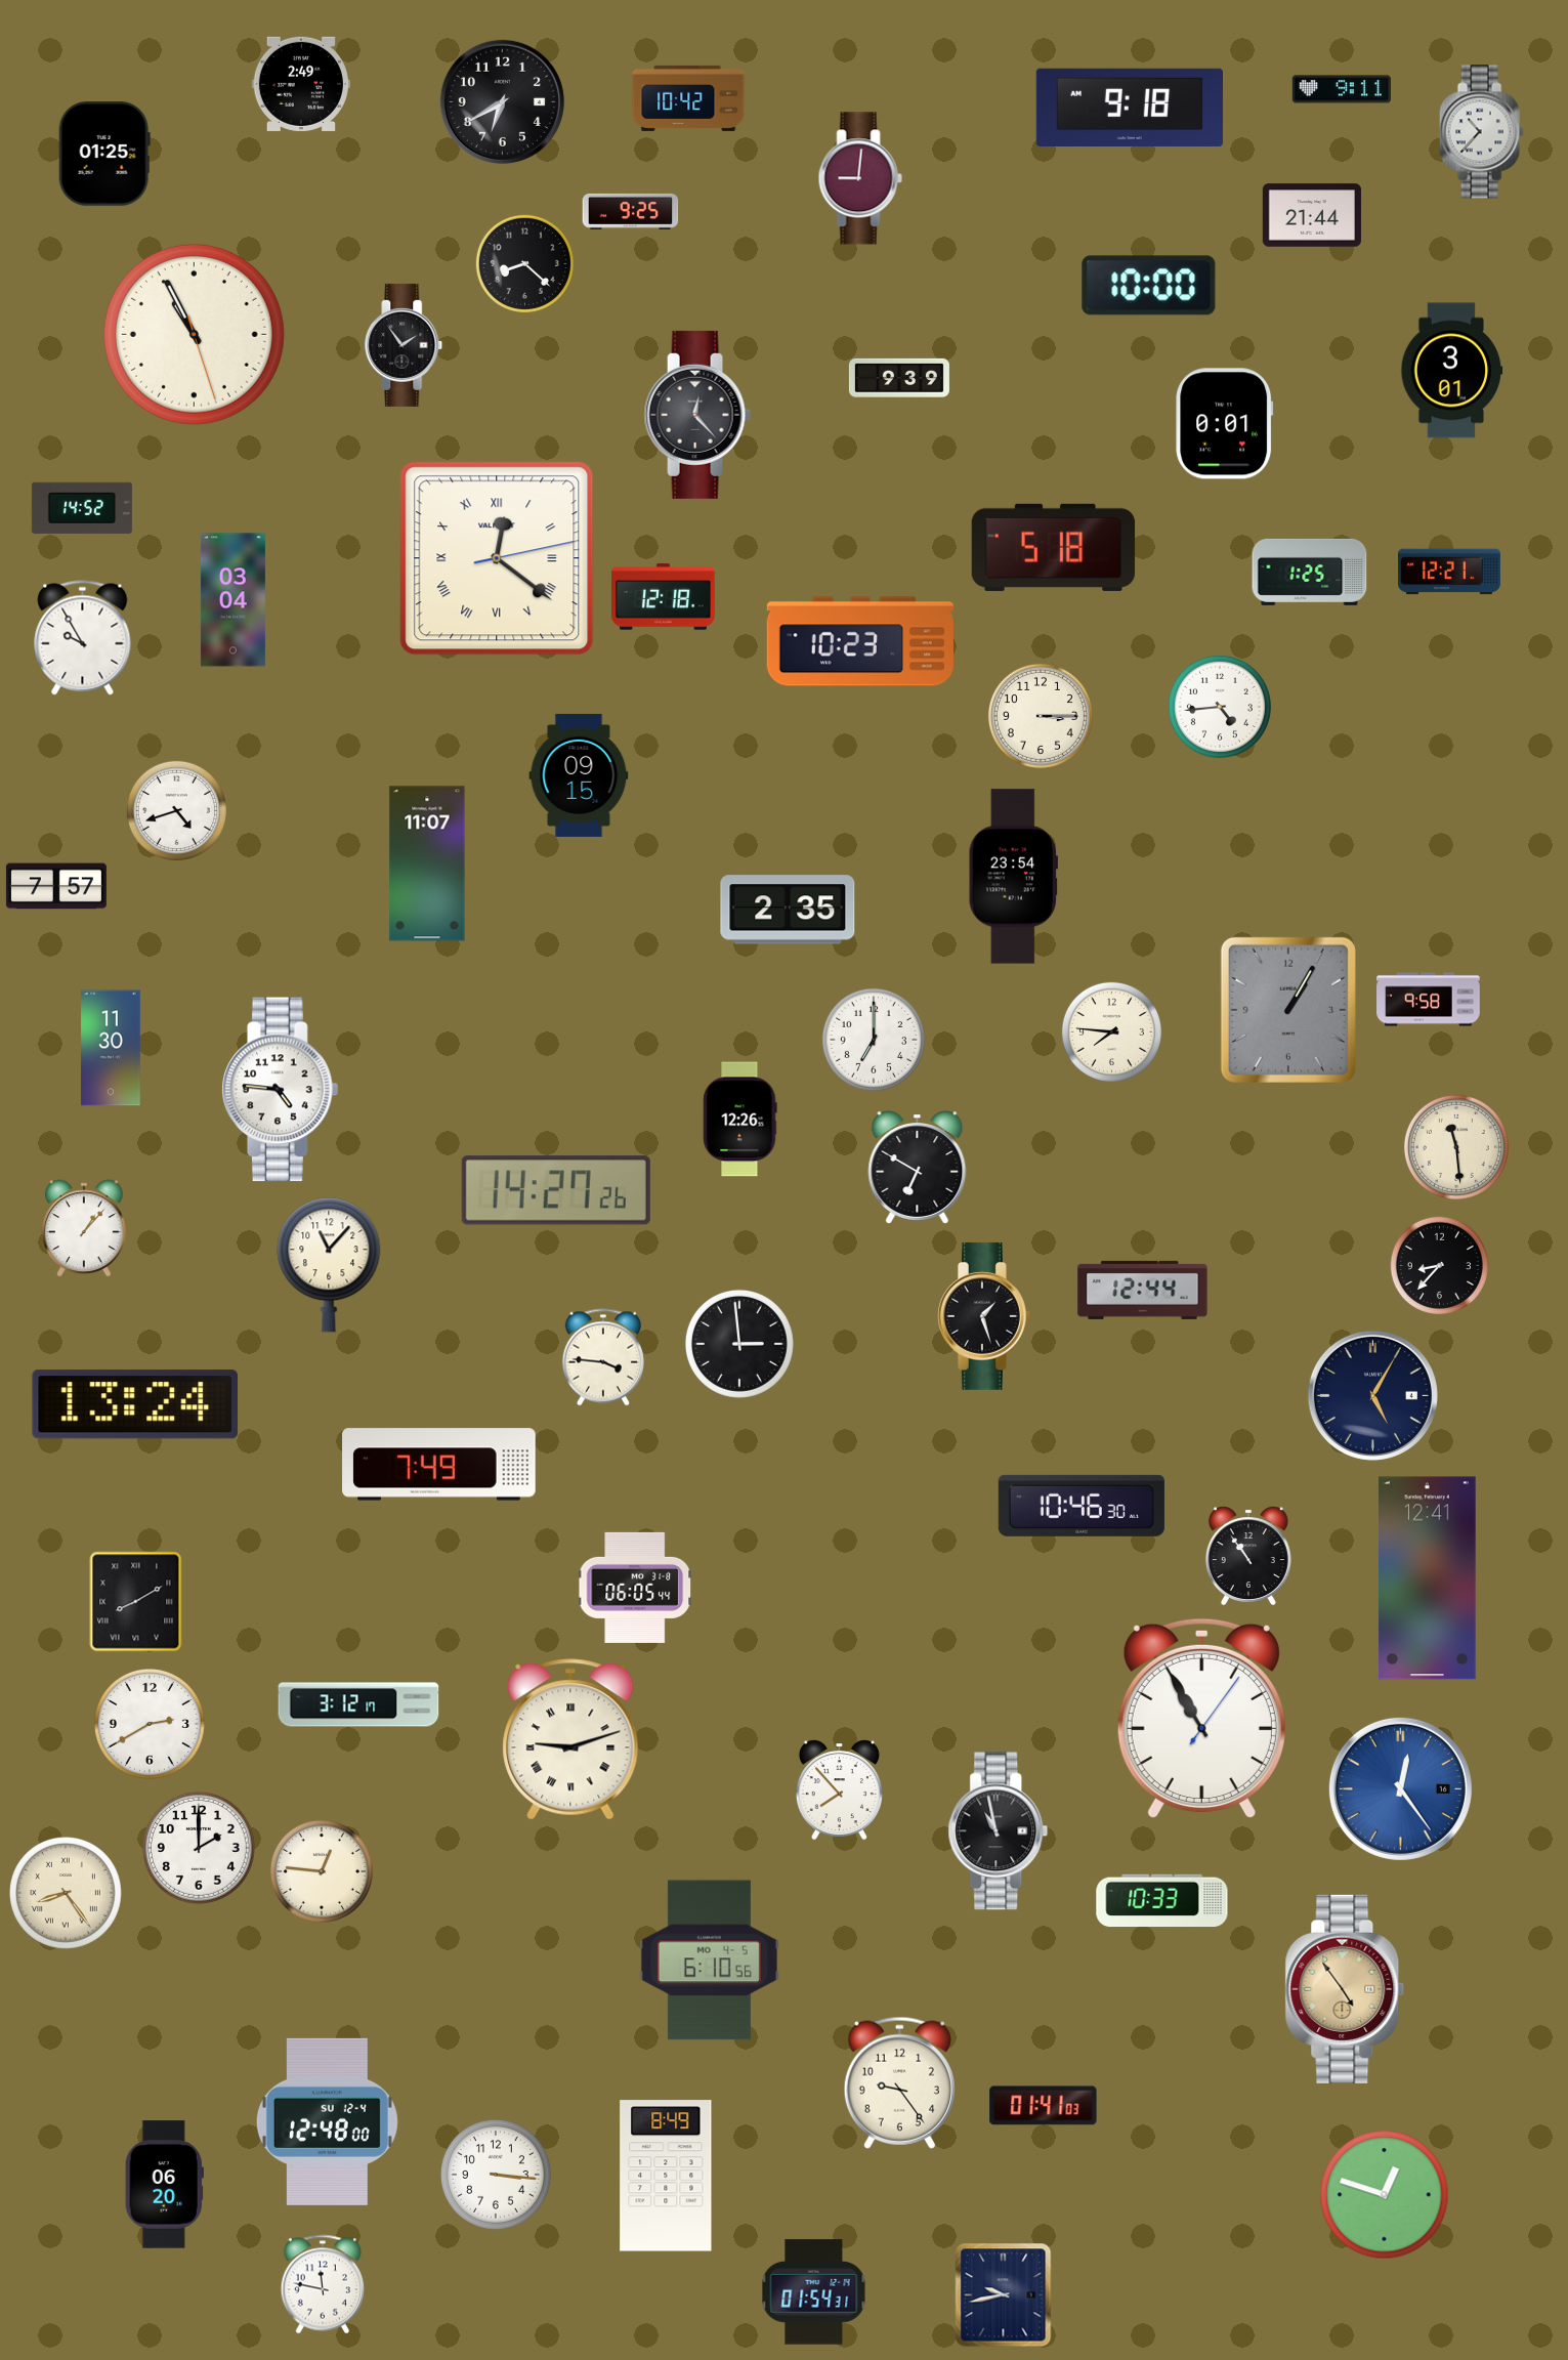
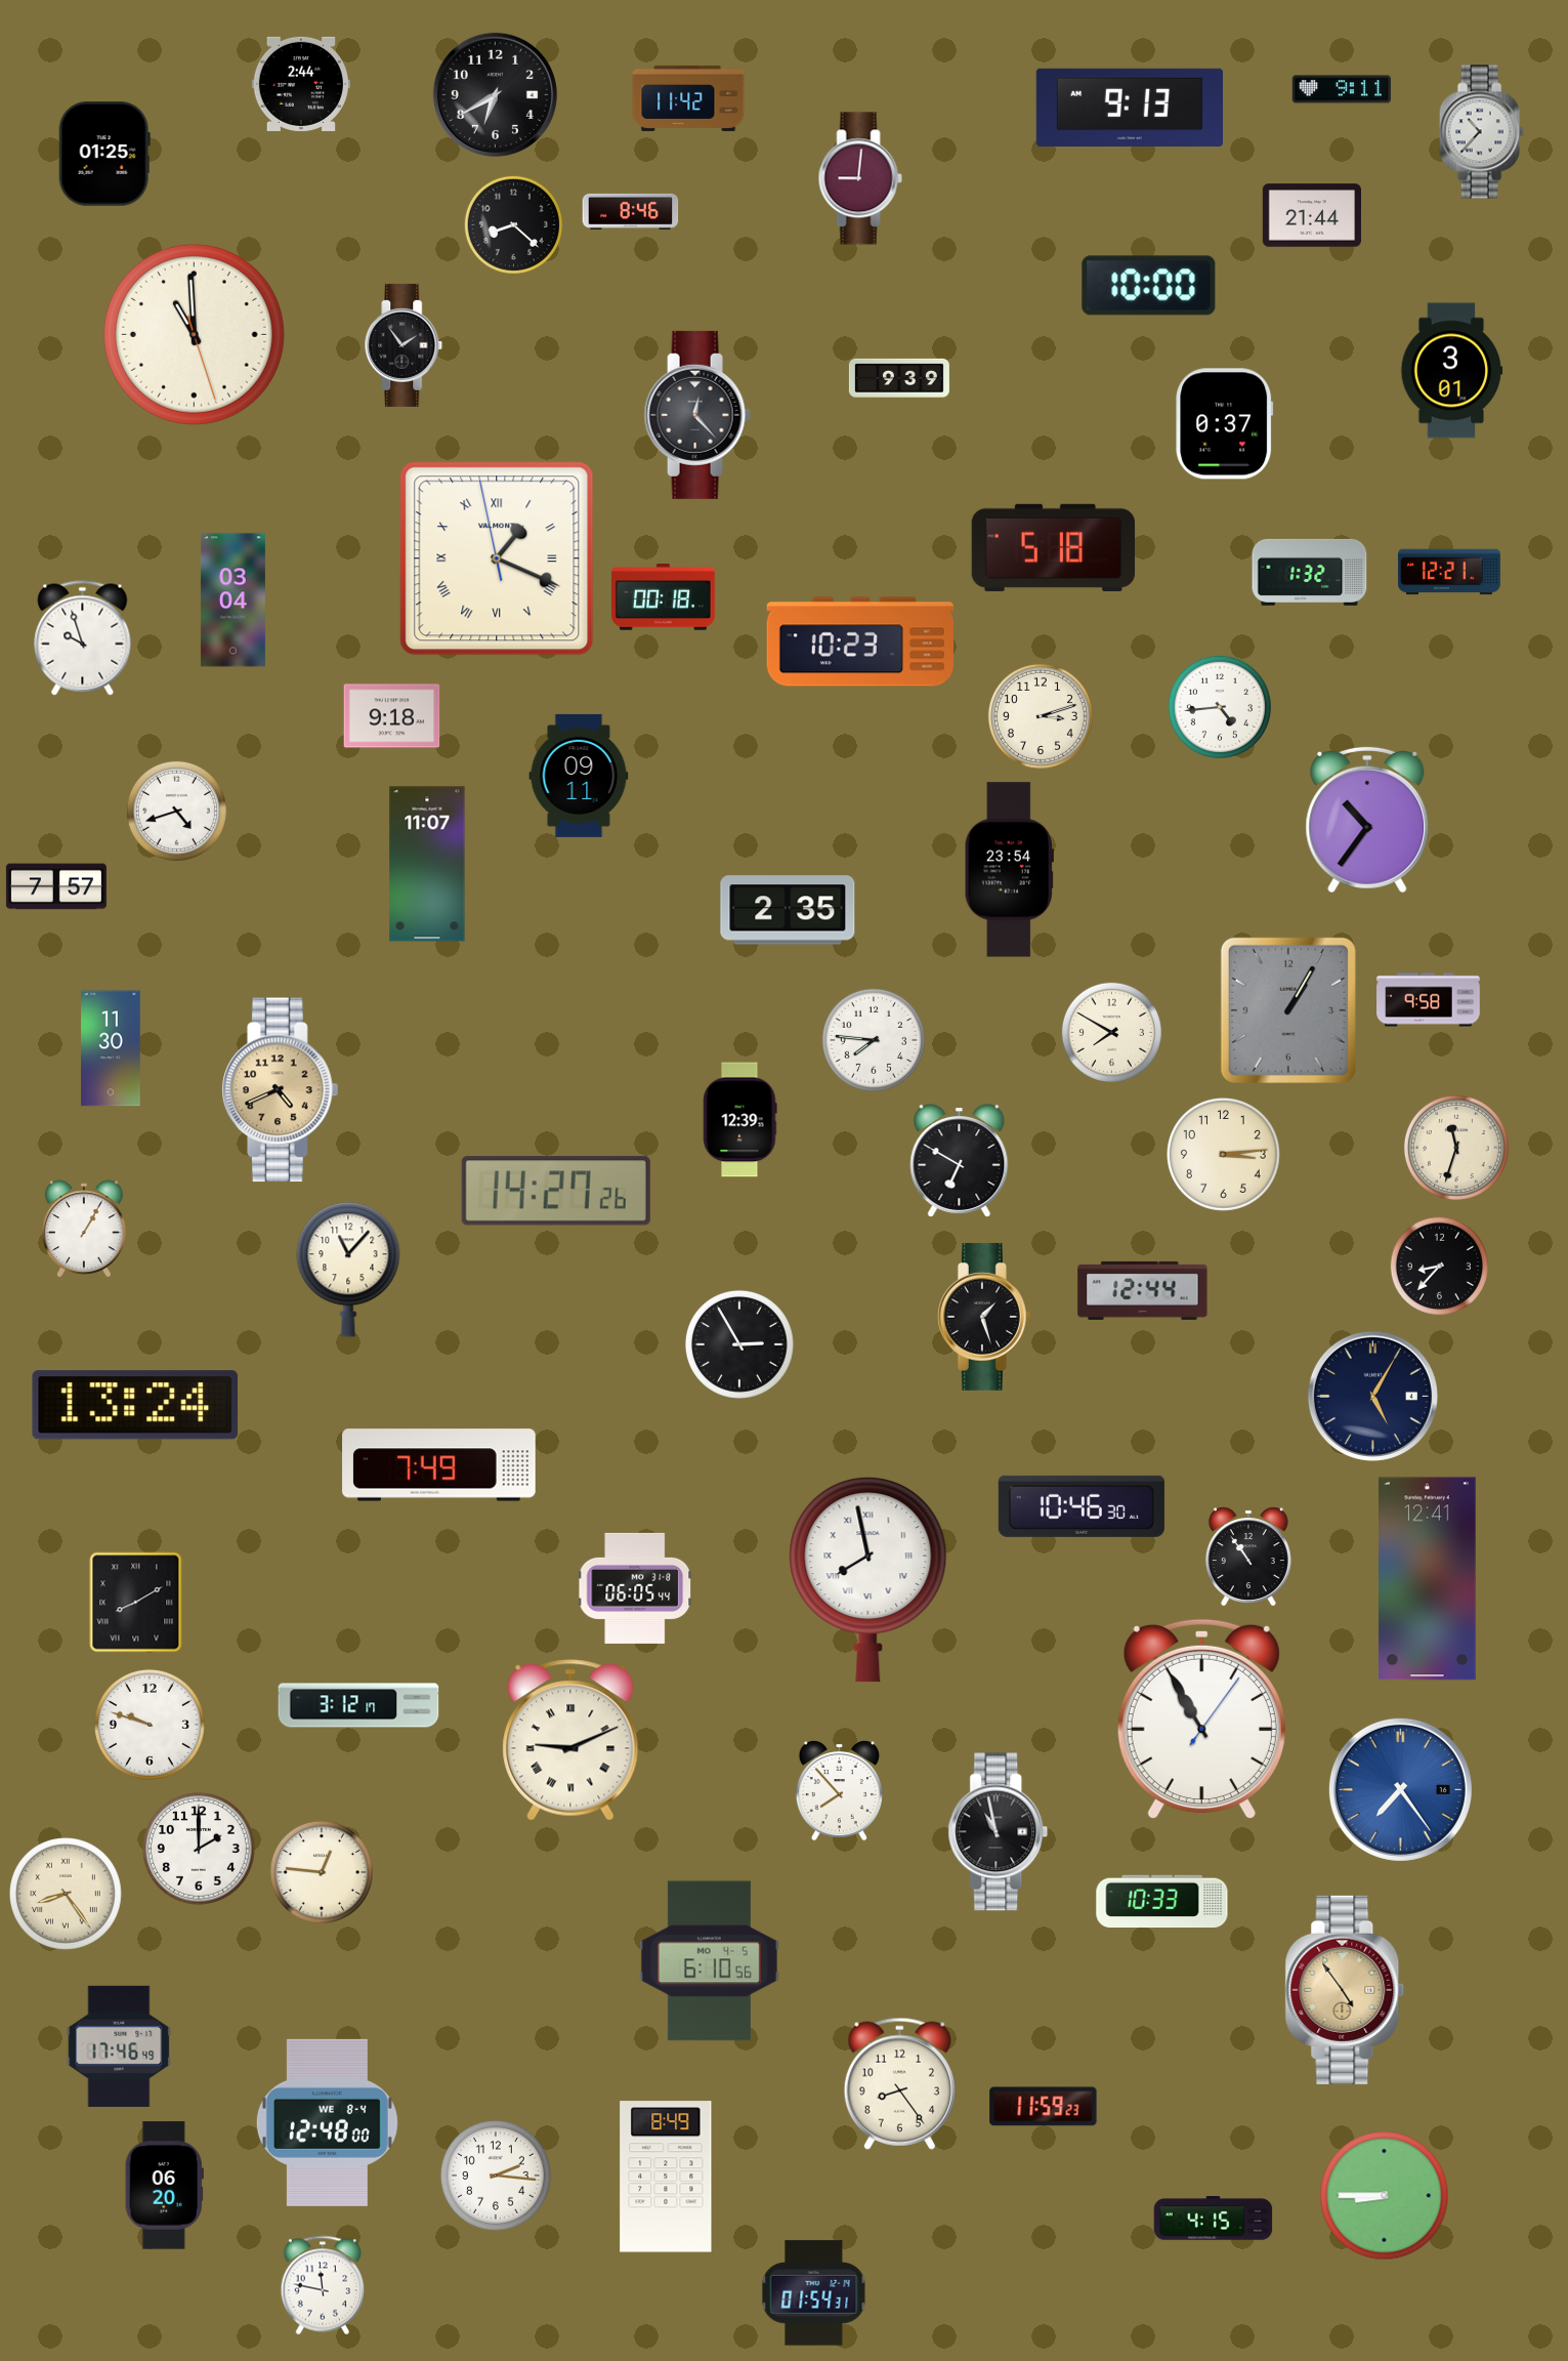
clock at (301, 84): 2:49 -> 2:44
clock at (688, 98): 10:42 -> 11:42
clock at (502, 101) position: (502, 101) -> (495, 94)
clock at (1129, 107): 9:18 -> 9:13
clock at (631, 211): 9:25 -> 8:46
clock at (524, 263) position: (524, 263) -> (513, 224)
clock at (194, 334): 10:55 -> 10:59
clock at (1225, 424): 0:01 -> 0:37
clock at (82, 508): 14:52 -> none
clock at (497, 558): 12:21 -> 1:18
clock at (1310, 572): 1:25 -> 1:32
clock at (664, 597): 12:18 -> 00:18
clock at (83, 638): 9:55 -> 9:57
clock at (392, 716): none -> 9:18
clock at (1041, 716): 3:15 -> 3:12
clock at (579, 775): 09:15 -> 09:11
clock at (1367, 820): none -> 10:36
clock at (1013, 877) position: (1013, 877) -> (1009, 870)
clock at (1111, 1031): 7:46 -> 7:50
clock at (874, 1040): 7:00 -> 7:46
clock at (281, 1090): 4:46 -> 4:41
clock at (281, 1090) dial: white -> champagne
clock at (740, 1120): 12:26 -> 12:39
clock at (1456, 1147): 11:29 -> 11:33
clock at (1224, 1155): none -> 3:14
clock at (918, 1168) position: (918, 1168) -> (960, 1161)
clock at (84, 1228): 1:07 -> 1:05
clock at (329, 1265) position: (329, 1265) -> (348, 1270)
clock at (739, 1344): 2:59 -> 2:55
clock at (603, 1357): 3:46 -> none
clock at (868, 1580): none -> 7:58
clock at (150, 1724): 2:40 -> 9:48
clock at (570, 1739): 9:12 -> 9:11
clock at (1400, 1788): 12:24 -> 7:24
clock at (119, 2046): none -> 17:46
clock at (899, 2082): 9:24 -> 8:24
clock at (1044, 2106): 01:41 -> 11:59
clock at (327, 2121) date: SU 12-4 -> WE 8-4
clock at (496, 2175): 3:16 -> 2:16
clock at (1385, 2195): 12:48 -> 8:45
clock at (1214, 2219): none -> 4:15
clock at (1004, 2295): 9:43 -> none
